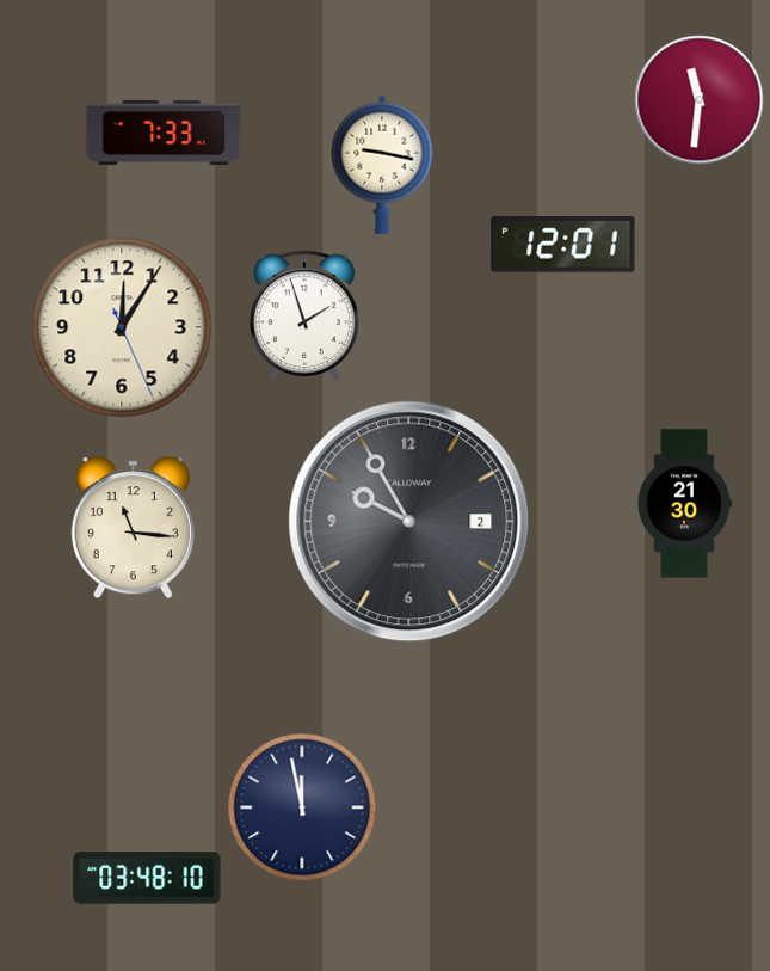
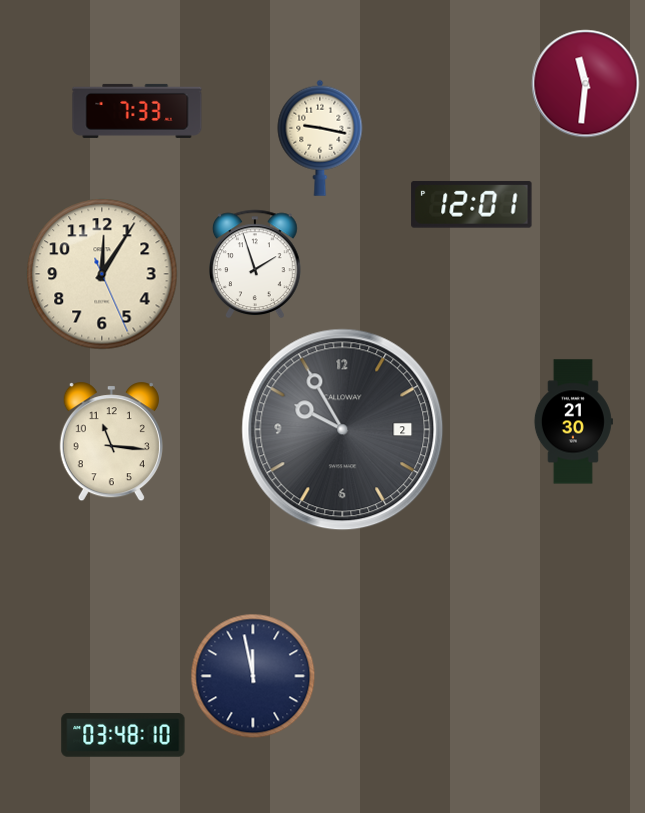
clock at (409, 522) position: (409, 522) -> (343, 430)
